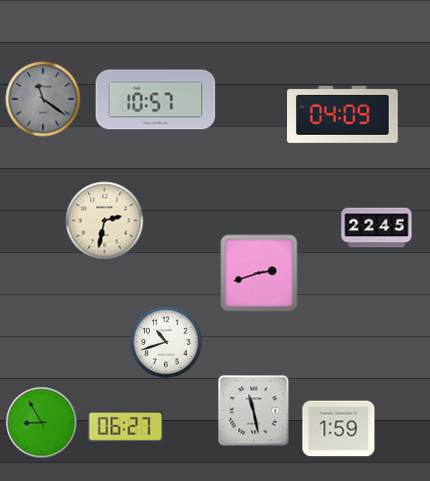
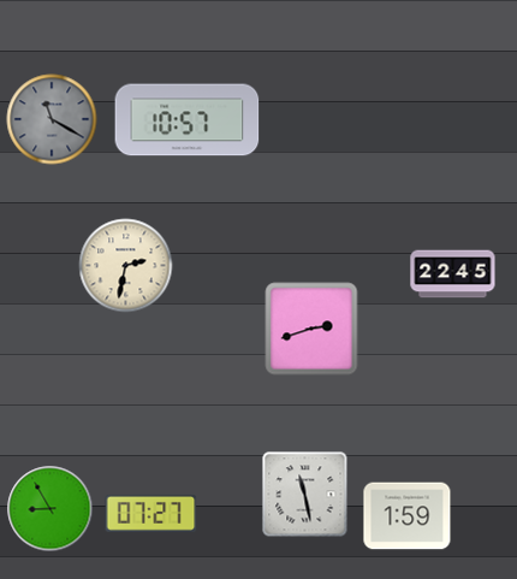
clock at (43, 99): 11:21 -> 11:20
clock at (343, 114): 04:09 -> none
clock at (166, 342): 10:42 -> none
clock at (126, 426): 06:27 -> 07:27
